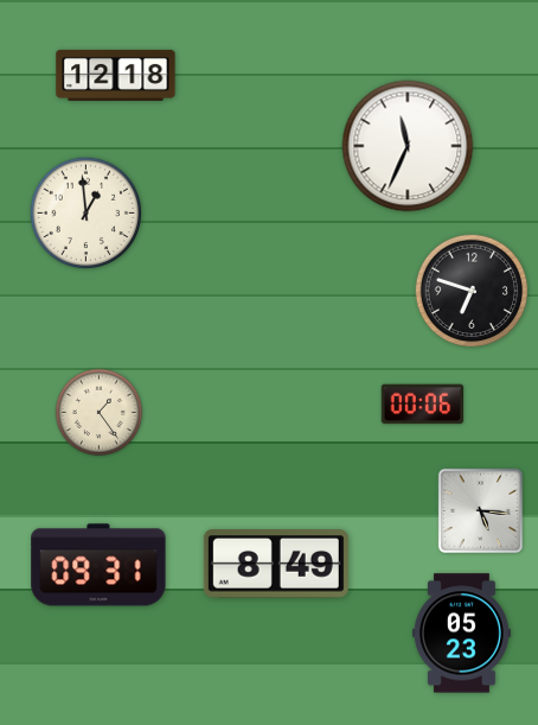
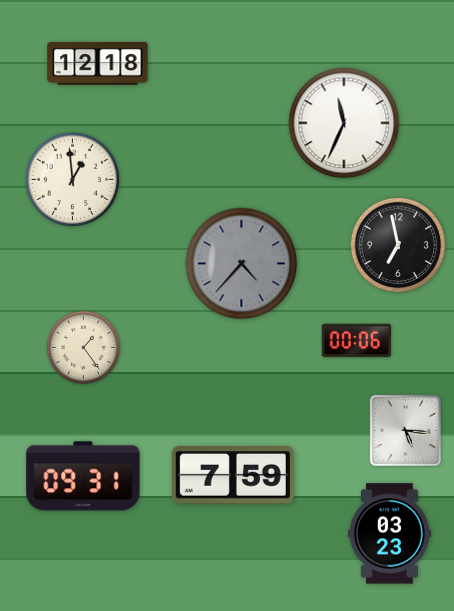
clock at (470, 290): 6:48 -> 6:58
clock at (242, 264): none -> 4:37
clock at (276, 564): 8:49 -> 7:59
clock at (461, 634): 05:23 -> 03:23
